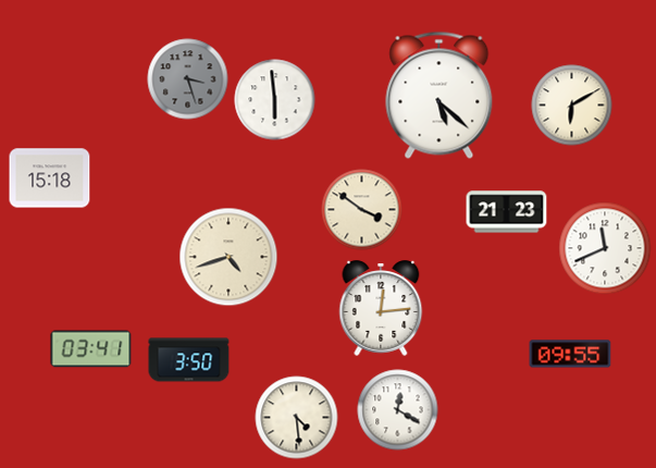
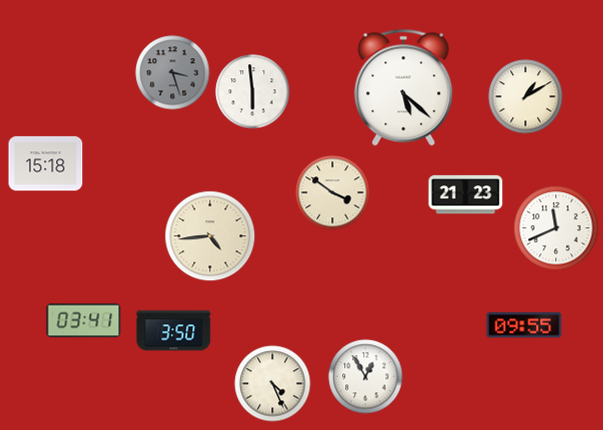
clock at (572, 106): 6:10 -> 1:10
clock at (228, 257): 4:42 -> 4:44
clock at (381, 308): 12:14 -> none
clock at (398, 410): 12:20 -> 12:55
clock at (297, 418): 4:29 -> 4:26
